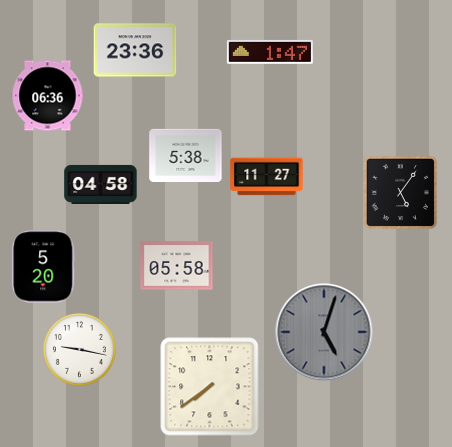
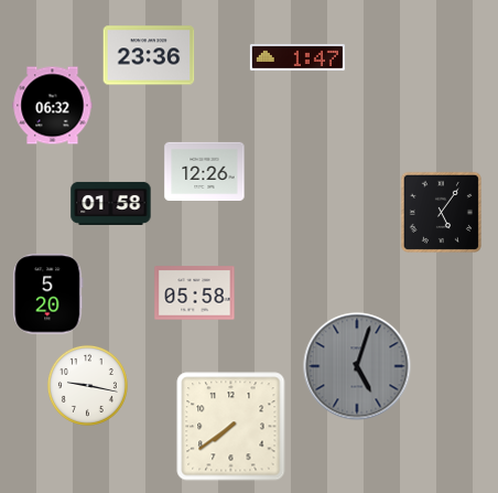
clock at (48, 96): 06:36 -> 06:32
clock at (186, 155): 5:38 -> 12:26
clock at (267, 177): 11:27 -> none
clock at (101, 184): 04:58 -> 01:58
